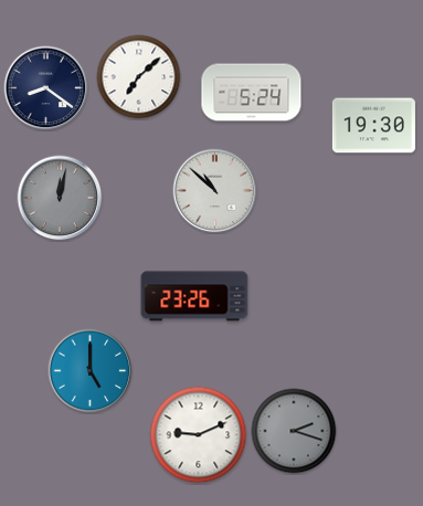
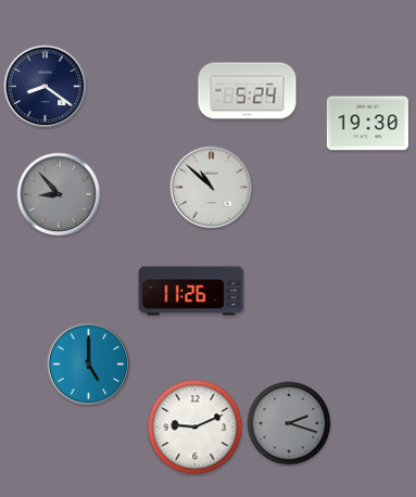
clock at (139, 77): 7:08 -> none
clock at (60, 198): 12:02 -> 8:53
clock at (194, 296): 23:26 -> 11:26
